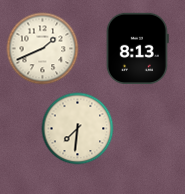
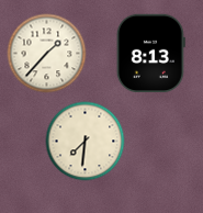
clock at (43, 49): 1:41 -> 1:37
